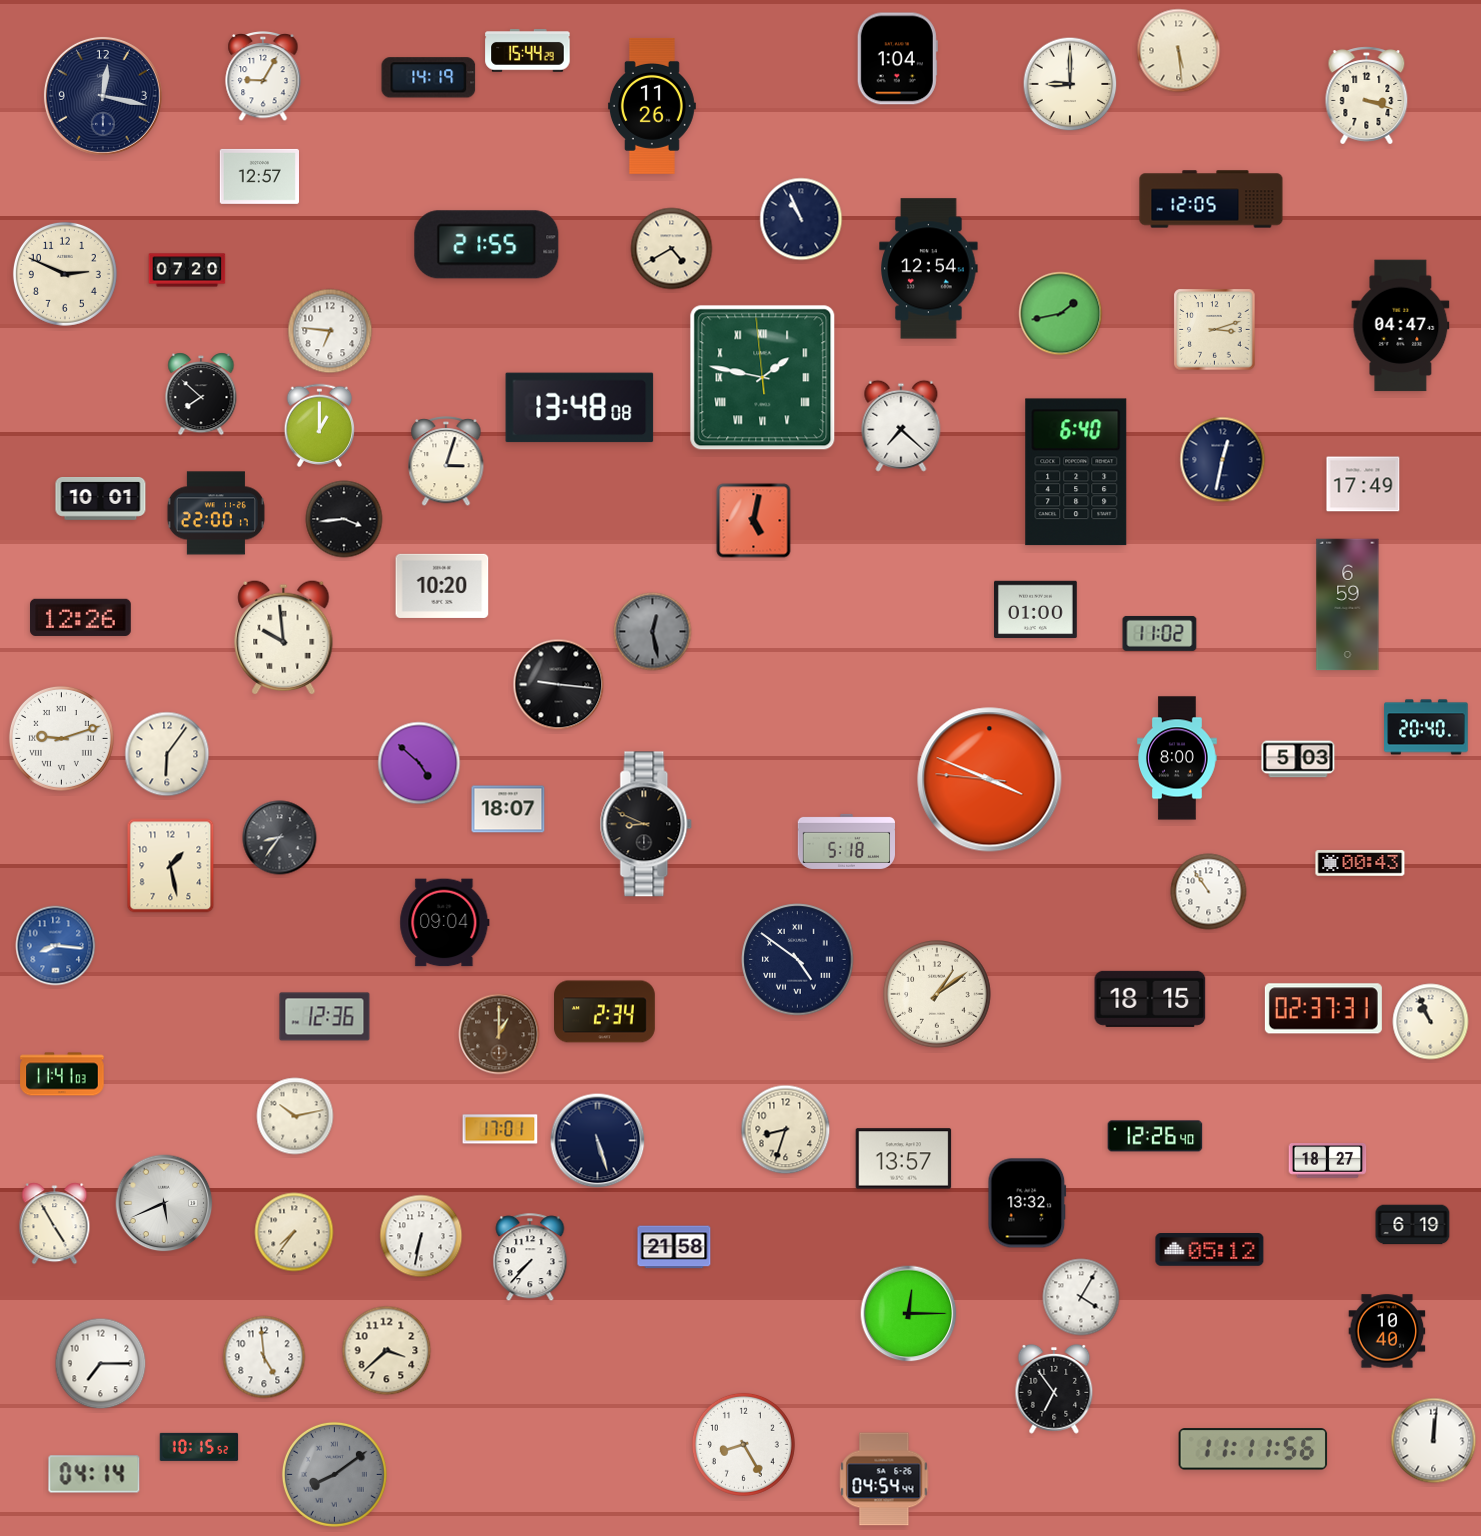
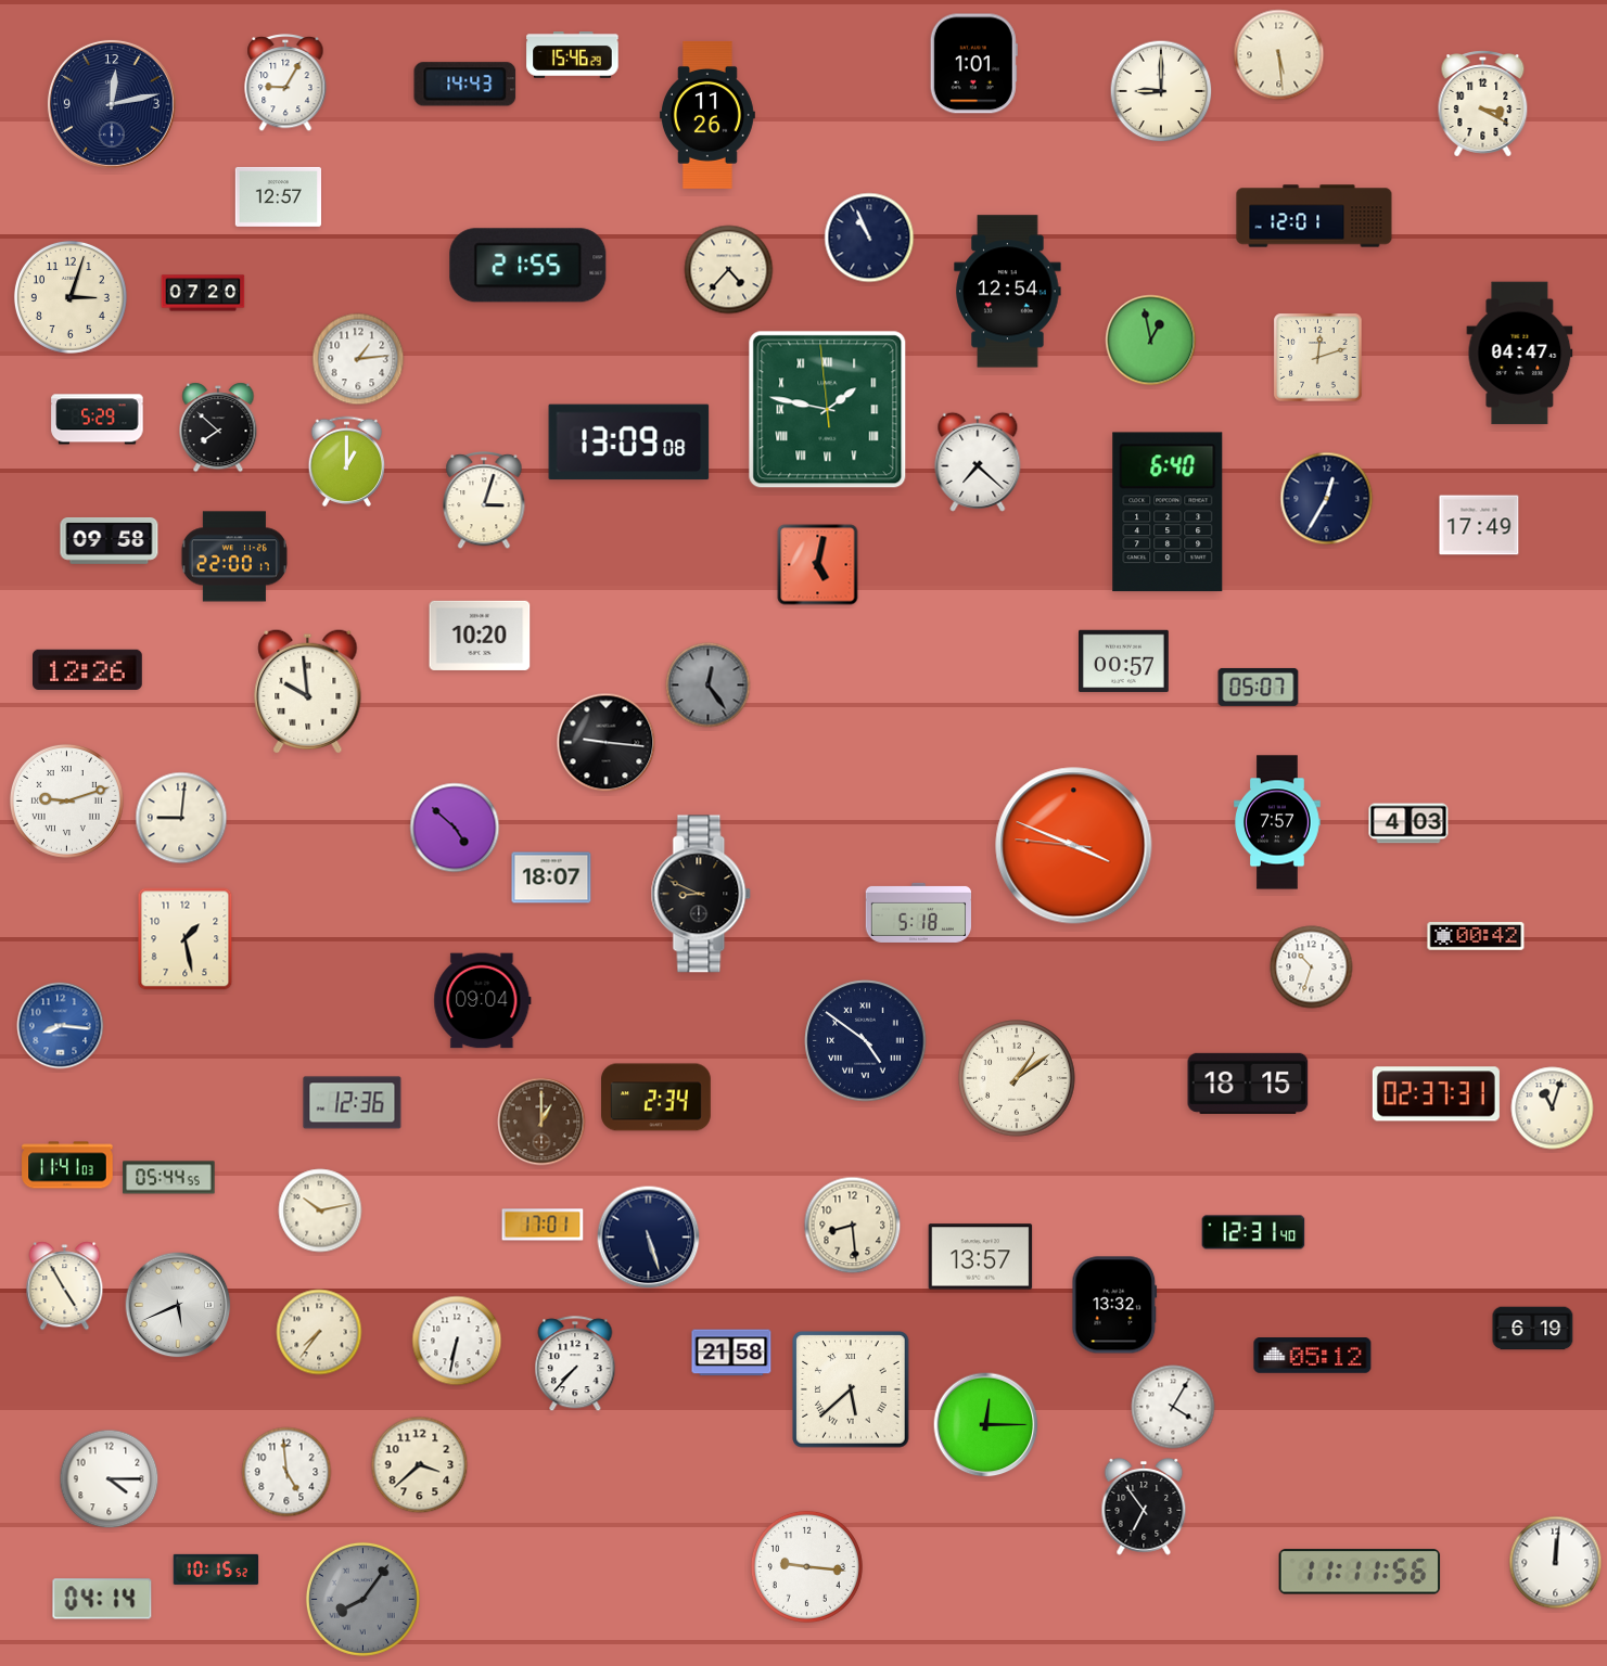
clock at (528, 51): 15:44 -> 15:46
clock at (897, 59): 1:04 -> 1:01
clock at (429, 78): 14:19 -> 14:43
clock at (103, 96): 12:17 -> 12:13
clock at (1367, 96): 3:18 -> 3:20
clock at (259, 176) position: (259, 176) -> (278, 196)
clock at (1211, 199): 12:05 -> 12:01
clock at (672, 249): 4:40 -> 4:37
clock at (65, 274): 2:49 -> 3:03
clock at (1061, 314): 1:43 -> 12:58
clock at (1215, 330): 3:12 -> 12:12
clock at (330, 331): 6:46 -> 1:14
clock at (98, 420): none -> 5:29
clock at (580, 408): 13:48 -> 13:09
clock at (1223, 460): 12:32 -> 12:35
clock at (101, 499): 10:01 -> 09:58
clock at (344, 519): 3:44 -> none
clock at (1348, 605): 6:59 -> none
clock at (1036, 610): 01:00 -> 00:57
clock at (653, 632): 12:28 -> 12:24
clock at (1160, 633): 11:02 -> 05:07
clock at (1426, 727): 20:40 -> none
clock at (167, 754): 6:06 -> 9:01
clock at (1177, 758): 8:00 -> 7:57
clock at (1298, 759): 5:03 -> 4:03
clock at (280, 838): 8:36 -> none
clock at (1360, 863): 00:43 -> 00:42
clock at (1209, 892): 10:54 -> 10:33
clock at (1431, 1022): 10:56 -> 11:03
clock at (169, 1178): none -> 05:44
clock at (786, 1130): 8:33 -> 8:29
clock at (1155, 1136): 12:26 -> 12:31
clock at (1328, 1161): 18:27 -> none
clock at (55, 1224) position: (55, 1224) -> (65, 1286)
clock at (294, 1232) position: (294, 1232) -> (319, 1332)
clock at (851, 1389): none -> 5:38
clock at (1387, 1331): 10:40 -> none
clock at (101, 1364): 7:15 -> 4:15
clock at (743, 1444): 8:25 -> 9:16
clock at (334, 1474): 8:09 -> 8:06
clock at (884, 1479): 04:54 -> none
